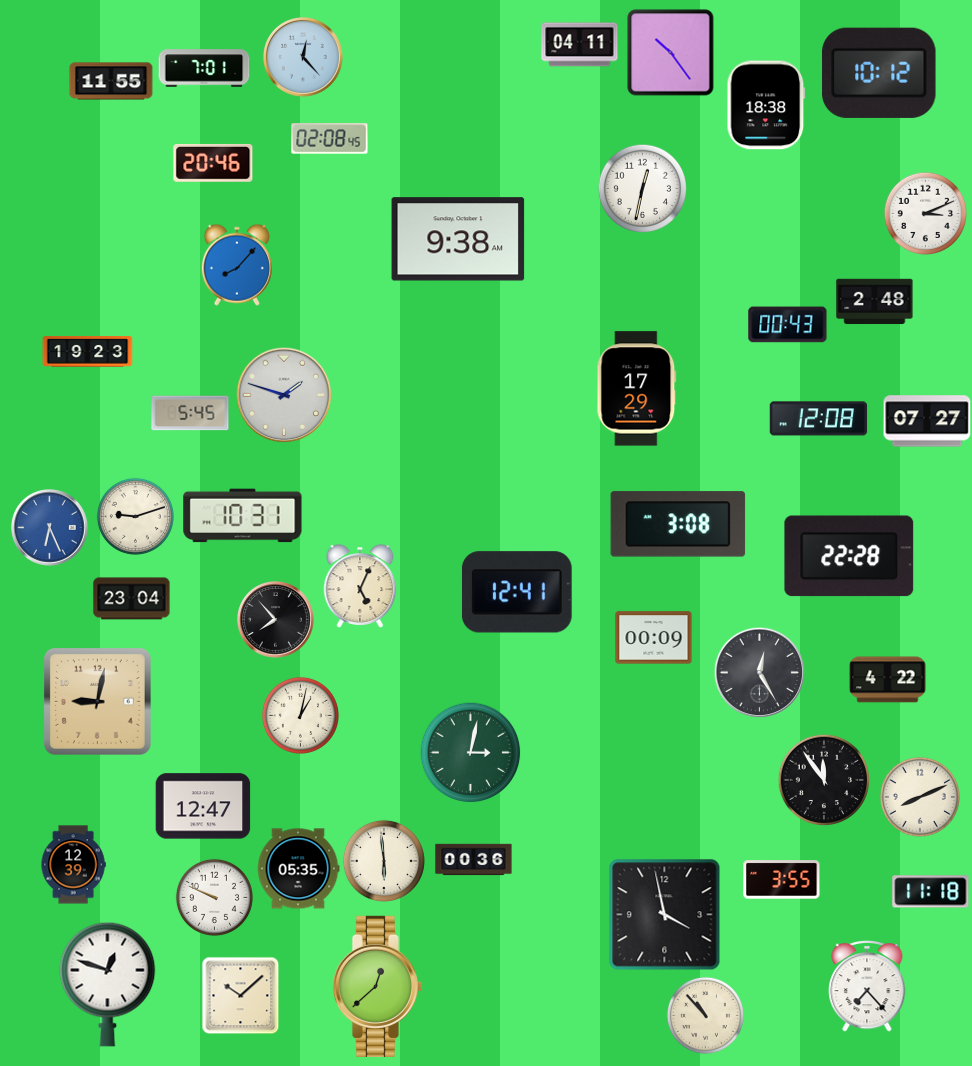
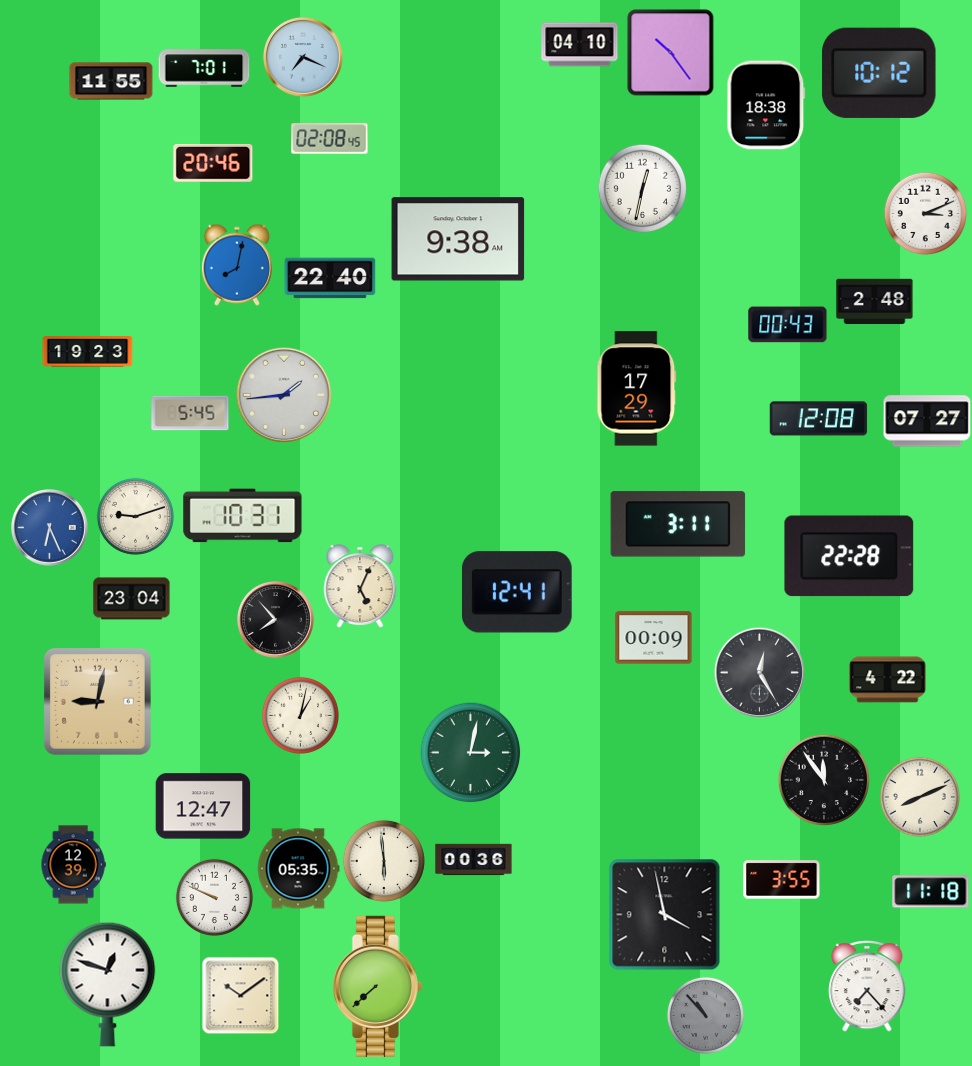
clock at (580, 45): 04:11 -> 04:10
clock at (303, 57): 12:23 -> 7:19
clock at (237, 265): 8:07 -> 8:02
clock at (330, 278): none -> 22:40
clock at (284, 395): 1:48 -> 1:44
clock at (678, 524): 3:08 -> 3:11
clock at (377, 986): 12:38 -> 7:38
clock at (240, 995): 10:08 -> 10:09
clock at (705, 1015) dial: cream -> grey
